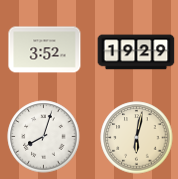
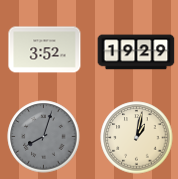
clock at (44, 137) dial: white -> grey
clock at (137, 138): 6:02 -> 1:02
